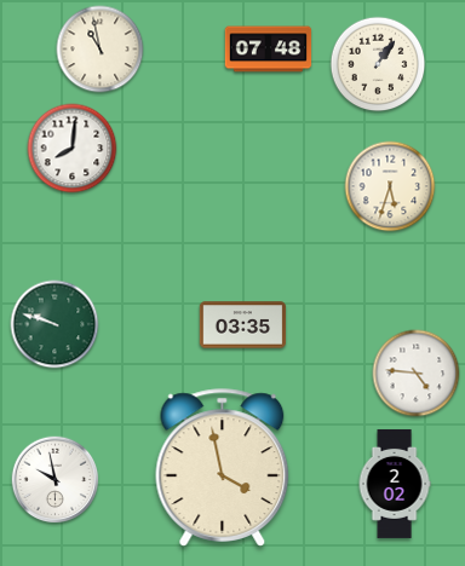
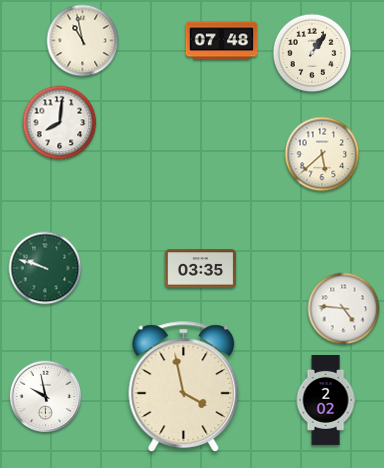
clock at (390, 186): 5:33 -> 5:38
